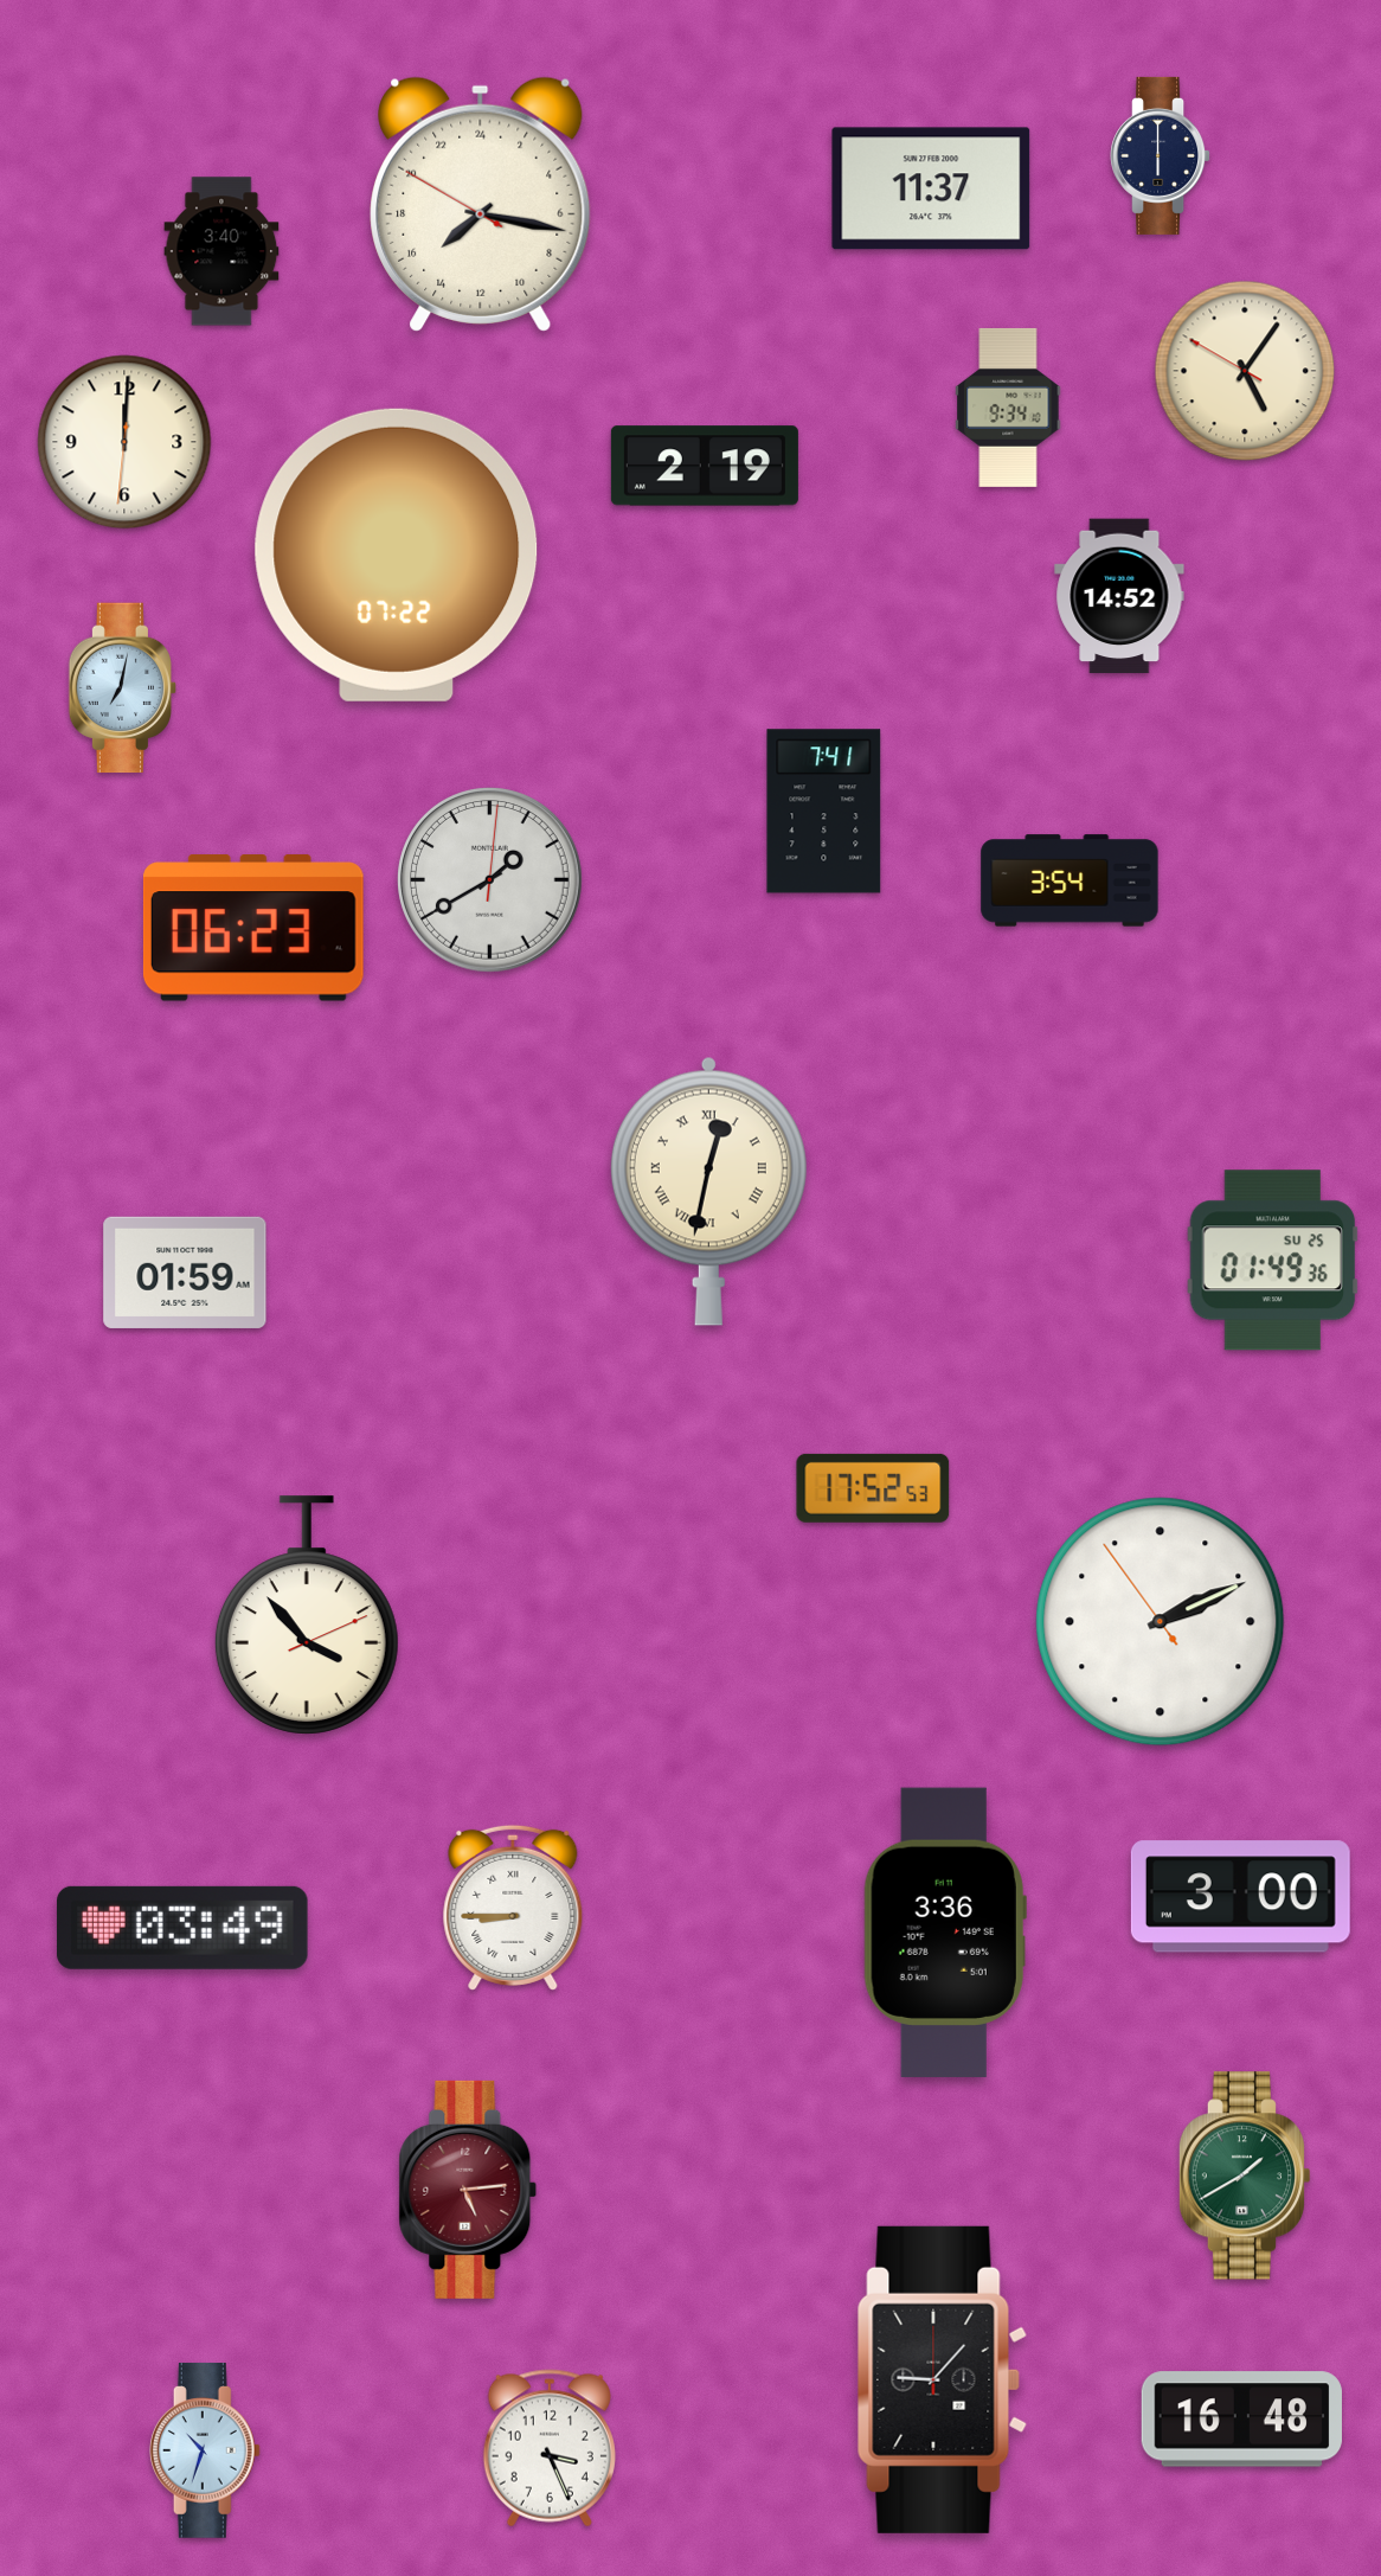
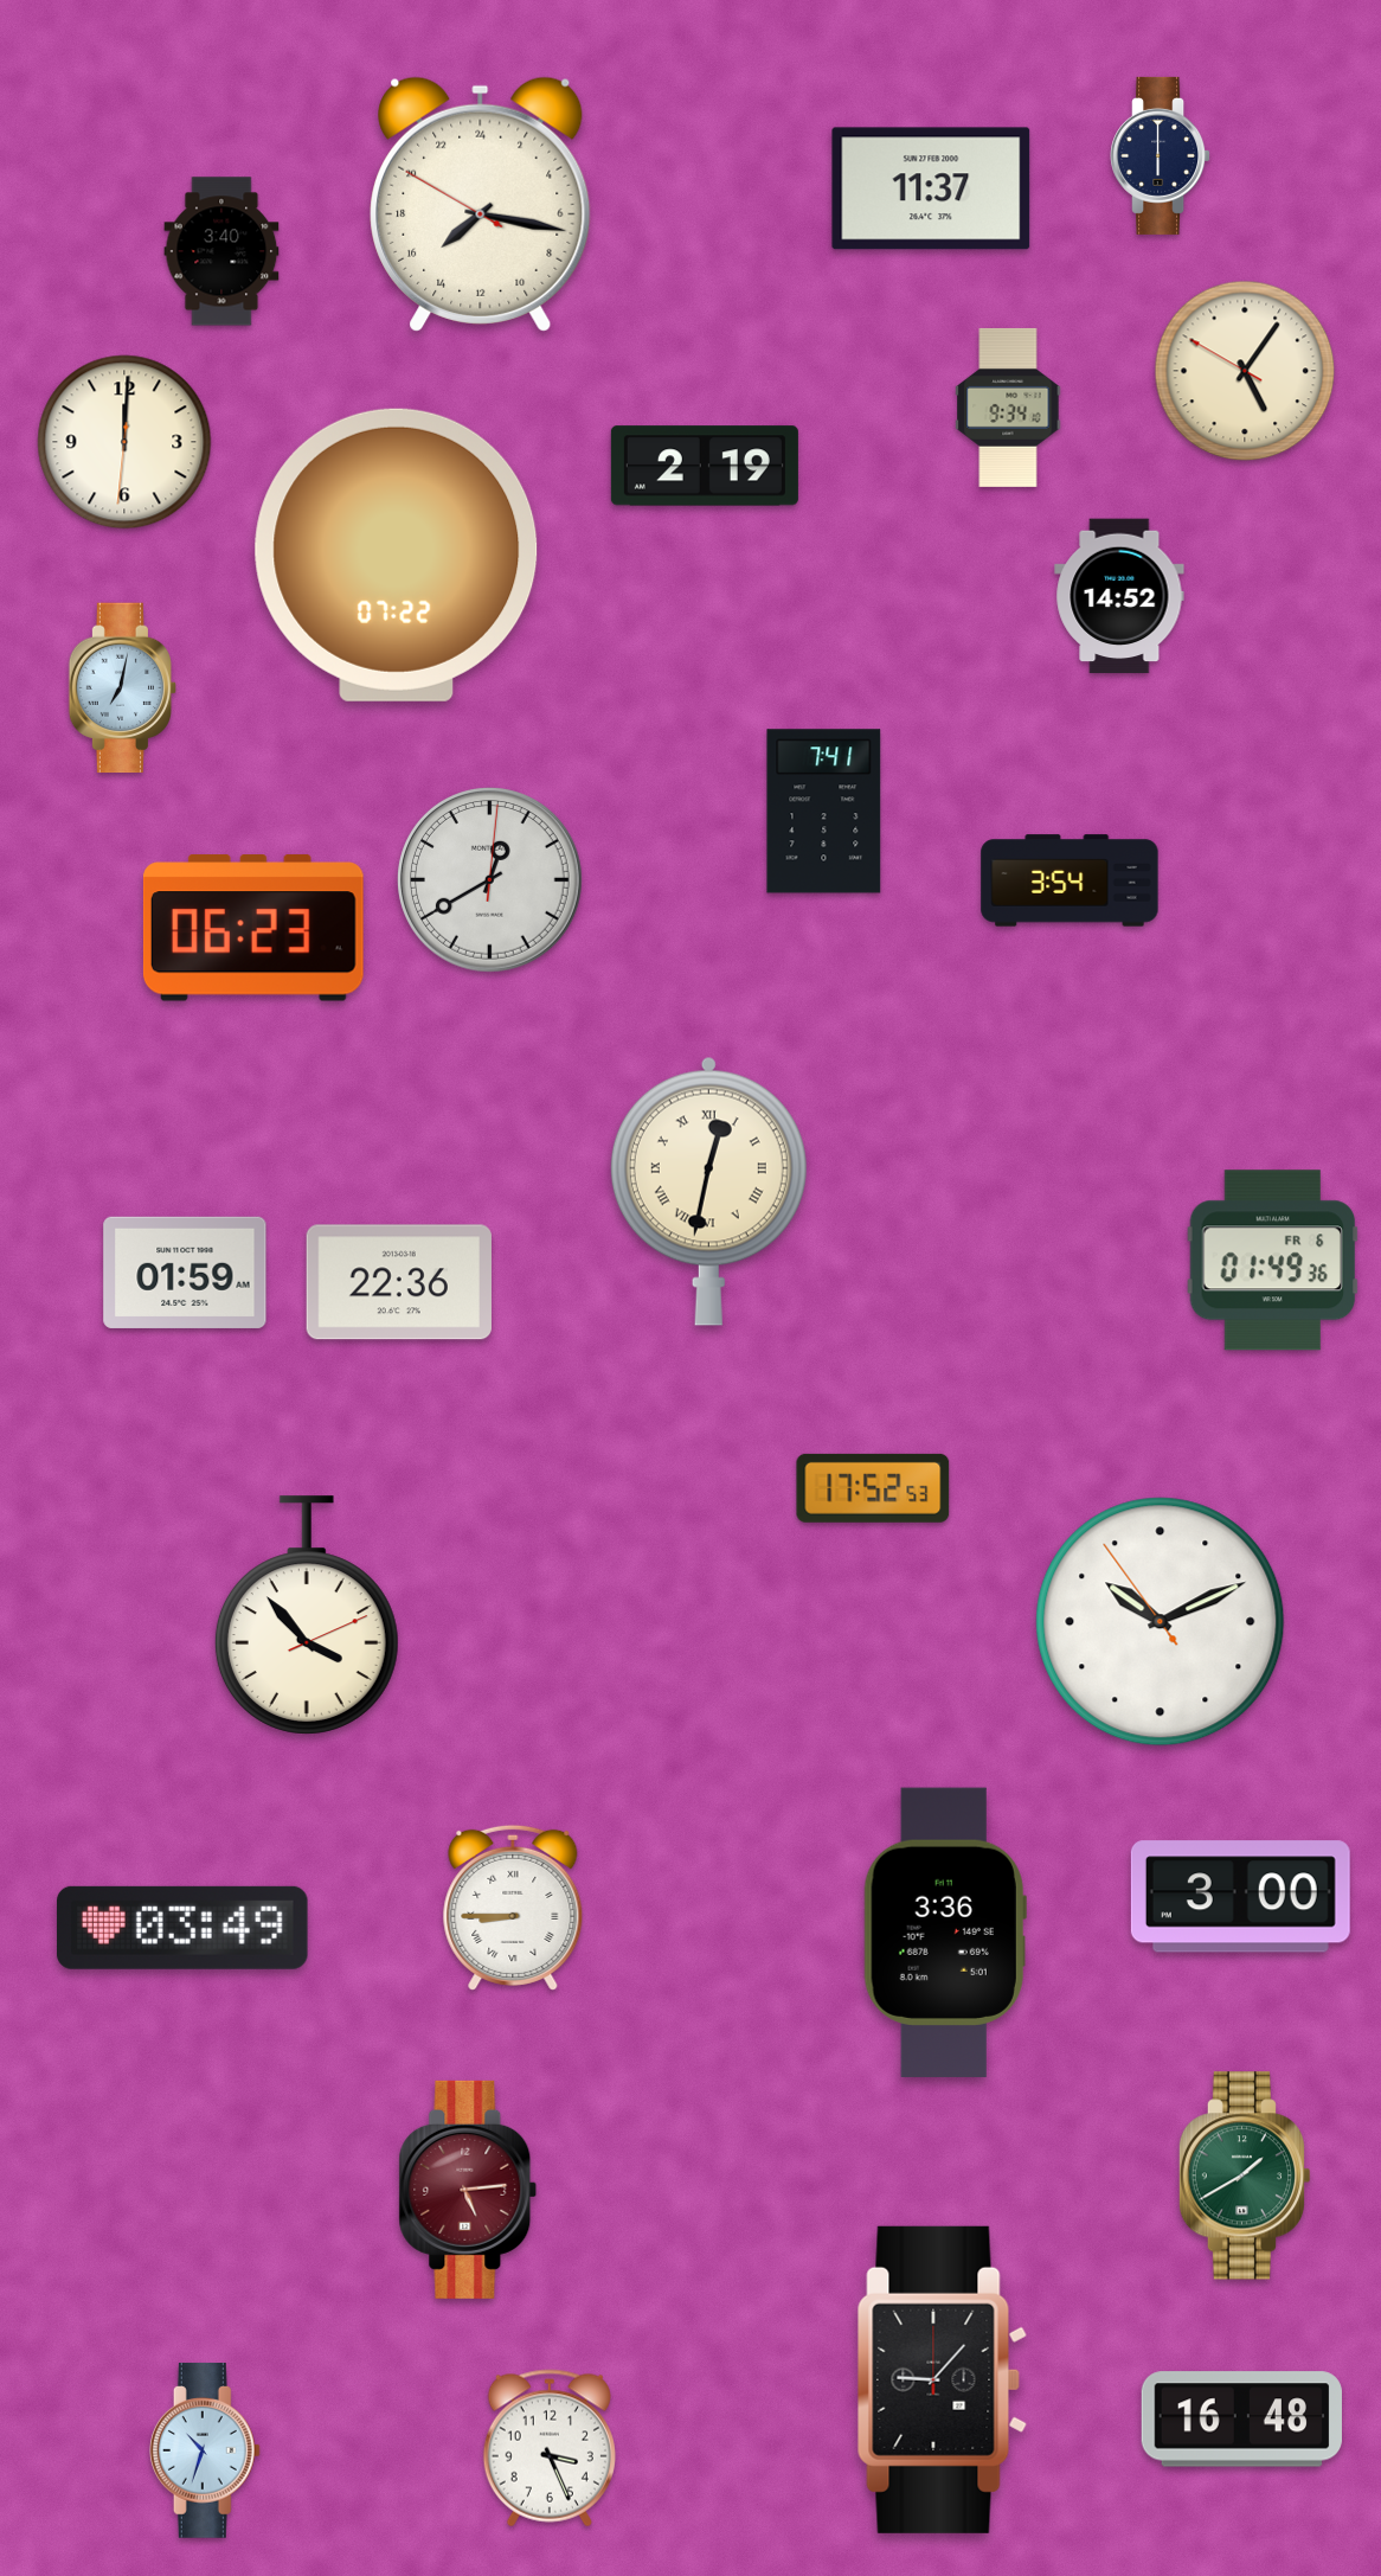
clock at (490, 880): 1:40 -> 12:40
clock at (1273, 1261) date: SU 25 -> FR 6
clock at (399, 1282): none -> 22:36
clock at (1161, 1622): 2:10 -> 10:10
